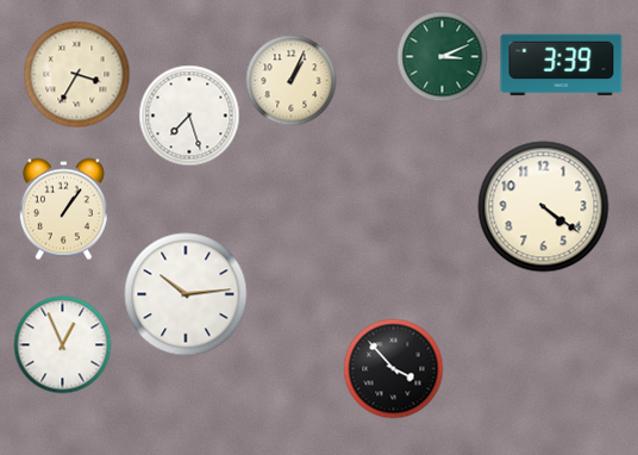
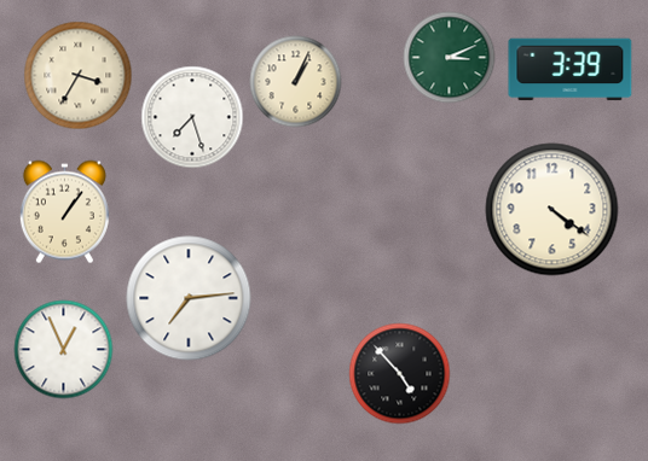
clock at (562, 66) position: (562, 66) -> (571, 70)
clock at (186, 294): 10:14 -> 7:14
clock at (394, 369): 3:53 -> 4:53
